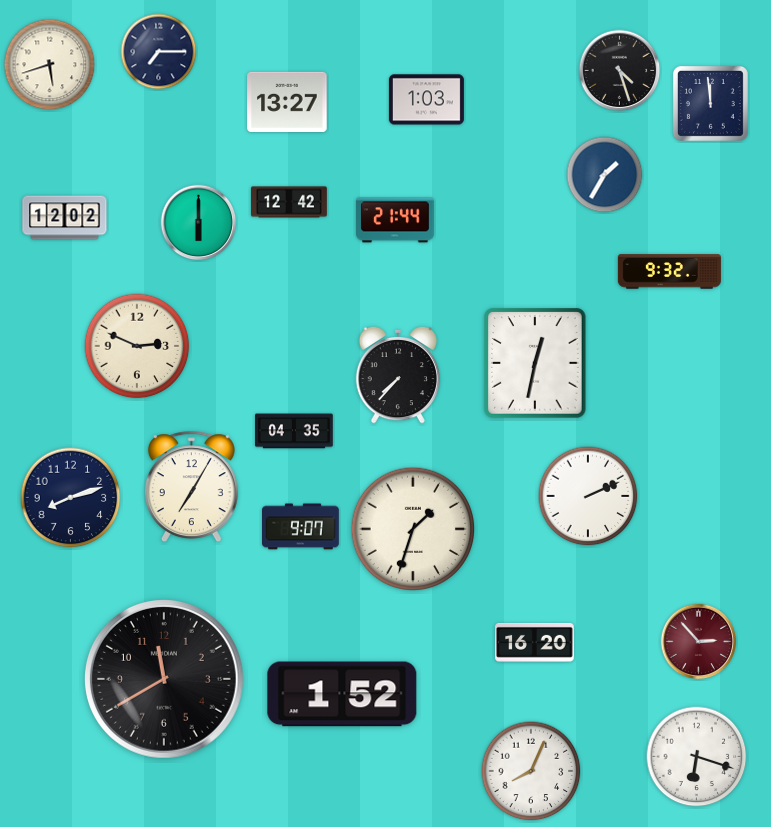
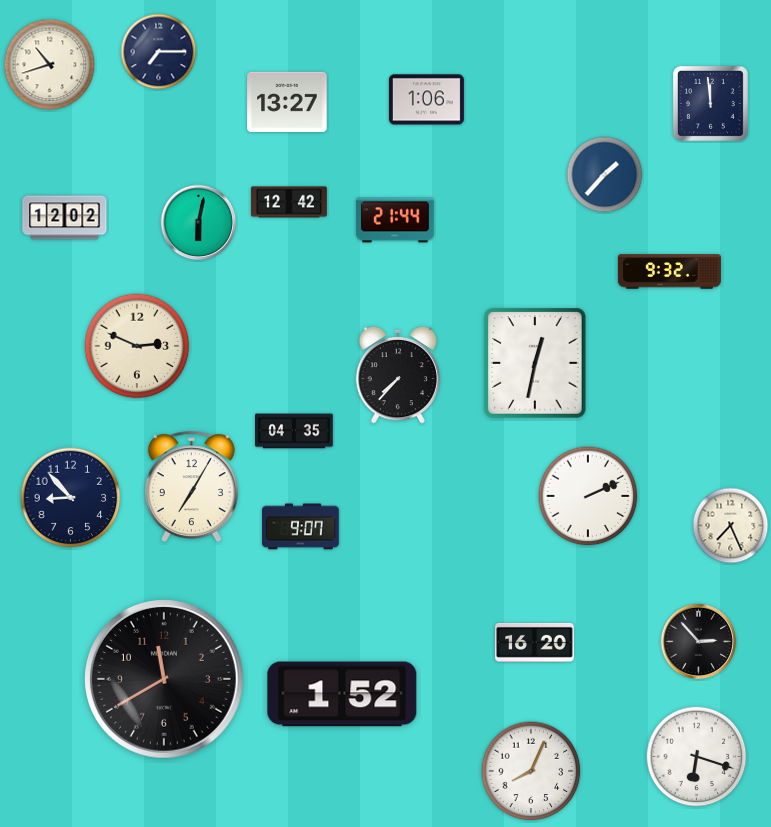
clock at (50, 65): 5:42 -> 10:42
clock at (620, 71): 4:27 -> none
clock at (426, 100): 1:03 -> 1:06
clock at (605, 175): 1:35 -> 1:37
clock at (199, 223): 6:00 -> 6:02
clock at (71, 498): 8:12 -> 8:53
clock at (731, 526): none -> 7:26
clock at (413, 529): 1:33 -> none
clock at (699, 642) dial: burgundy -> black
